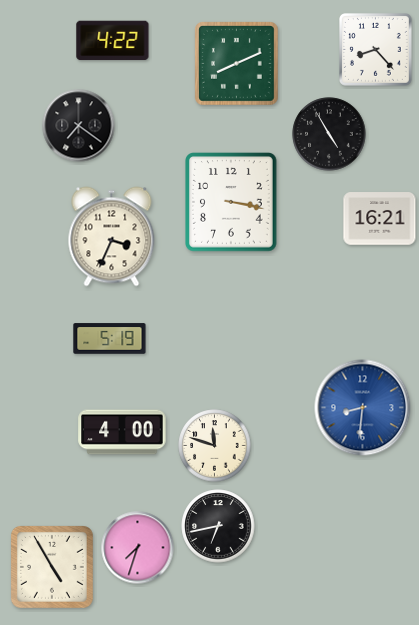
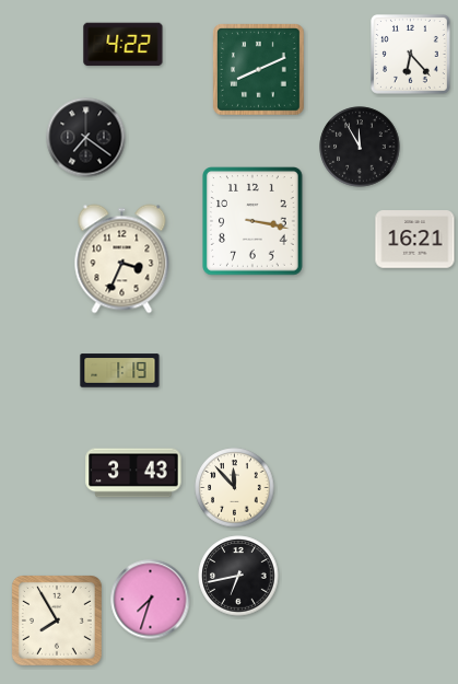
clock at (376, 50): 8:23 -> 6:23
clock at (329, 134): 4:55 -> 11:55
clock at (110, 339): 5:19 -> 1:19
clock at (363, 408): 8:31 -> none
clock at (122, 432): 4:00 -> 3:43
clock at (215, 446): 11:48 -> 11:53
clock at (52, 567): 4:55 -> 7:55
